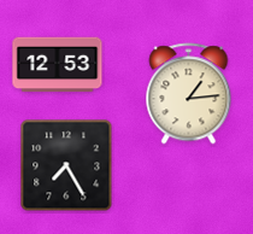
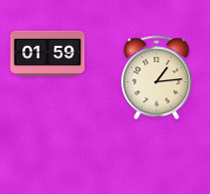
clock at (58, 65): 12:53 -> 01:59
clock at (66, 165): 7:25 -> none
